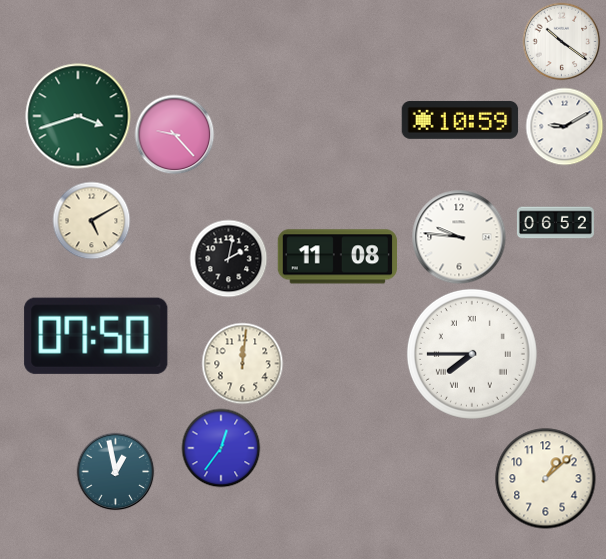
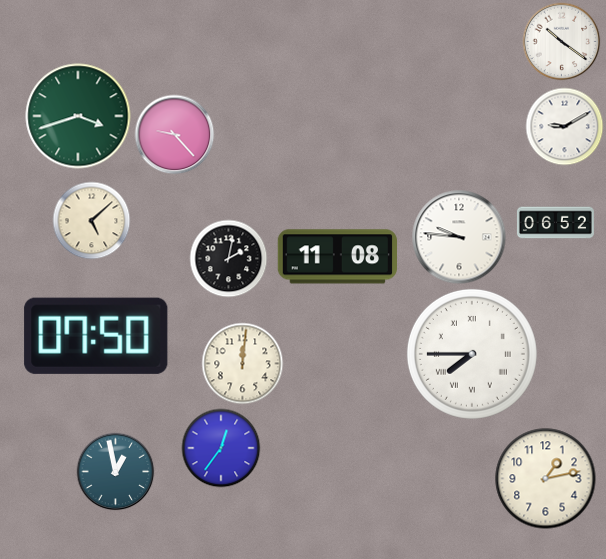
clock at (460, 120): 10:59 -> none
clock at (91, 220): 5:10 -> 5:08
clock at (546, 479): 1:08 -> 1:13
